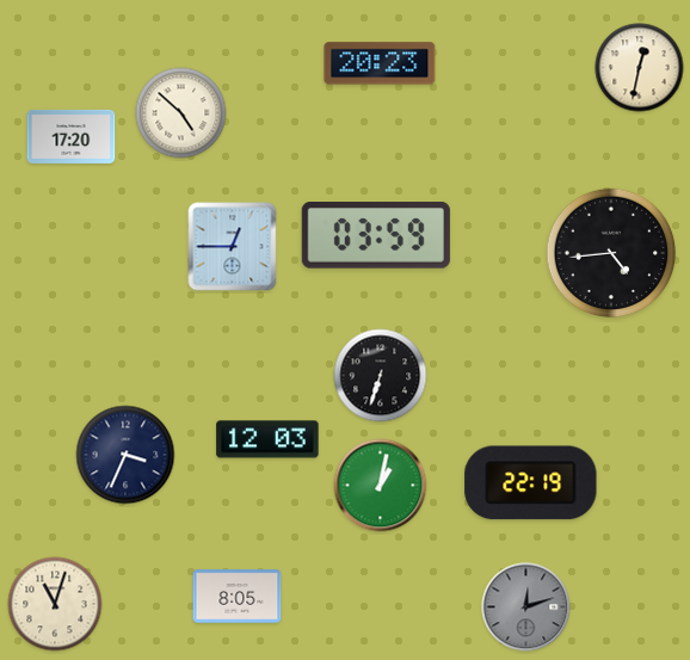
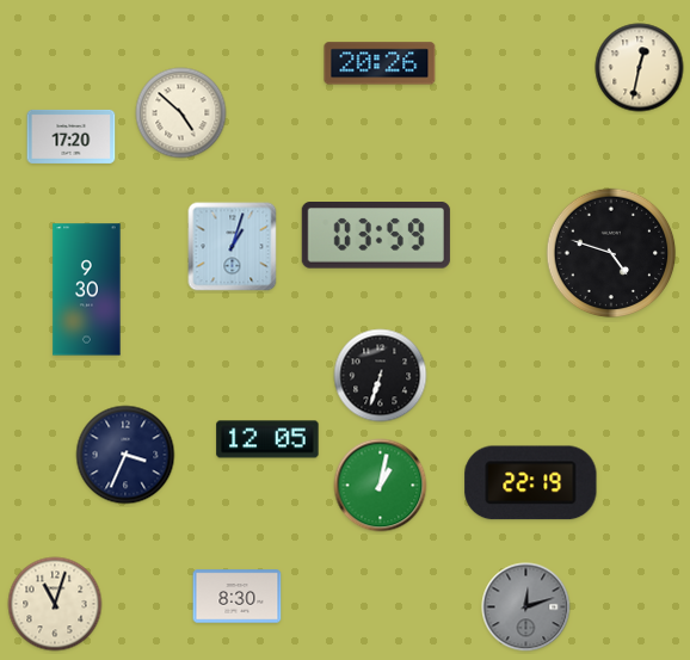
clock at (380, 63): 20:23 -> 20:26
clock at (233, 247): 12:45 -> 1:03
clock at (611, 253): 4:44 -> 4:48
clock at (87, 290): none -> 9:30
clock at (267, 439): 12:03 -> 12:05
clock at (238, 597): 8:05 -> 8:30
